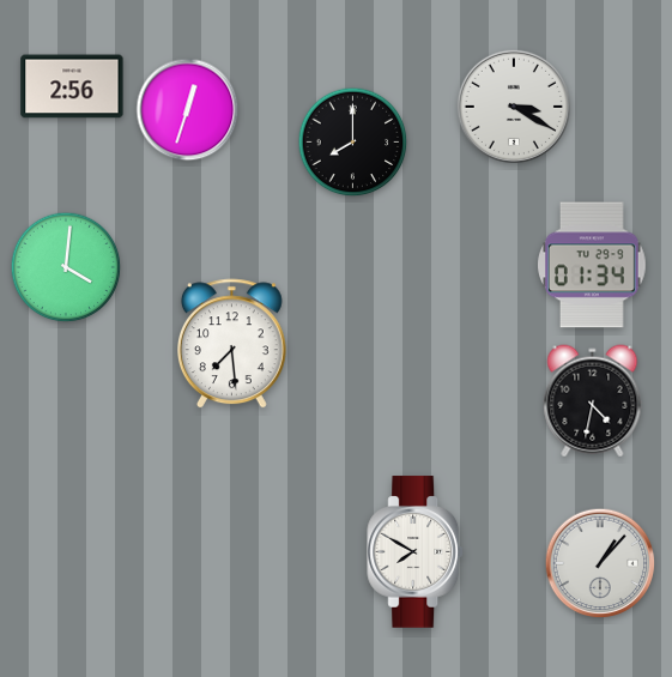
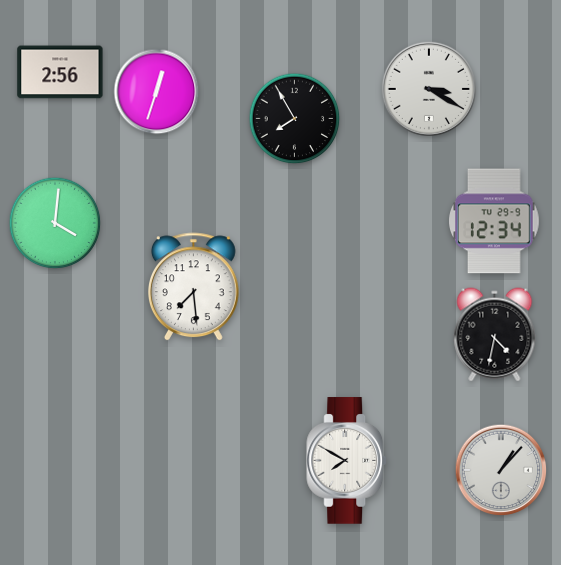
clock at (353, 143): 8:00 -> 7:55
clock at (593, 265): 01:34 -> 12:34
